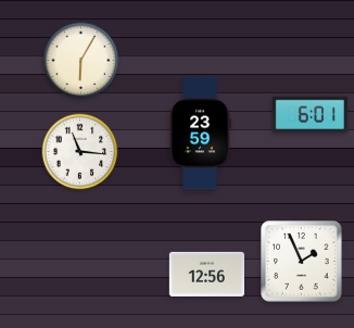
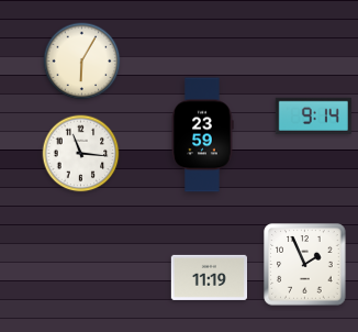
clock at (309, 114): 6:01 -> 9:14
clock at (206, 274): 12:56 -> 11:19
